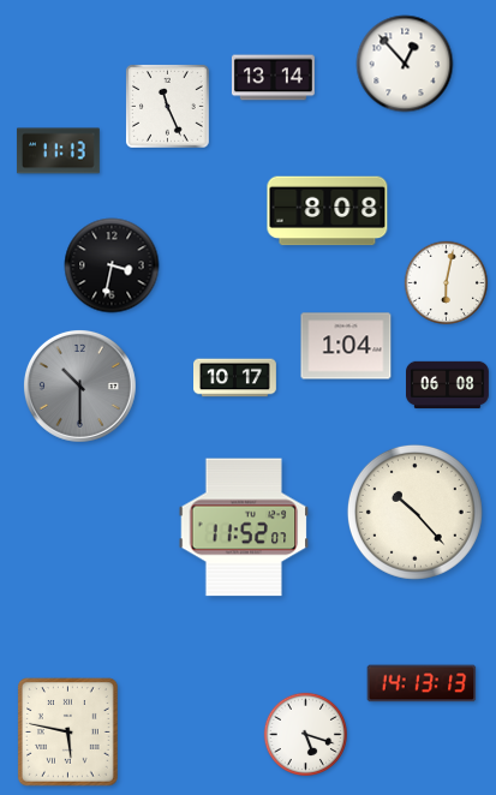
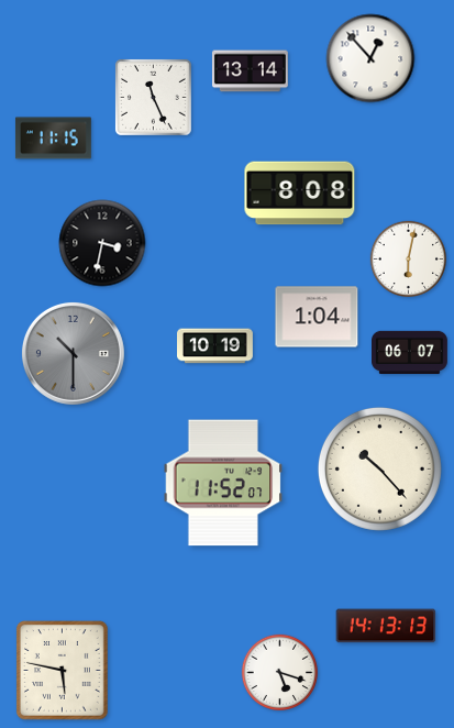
clock at (58, 151): 11:13 -> 11:15
clock at (235, 378): 10:17 -> 10:19
clock at (448, 385): 06:08 -> 06:07
